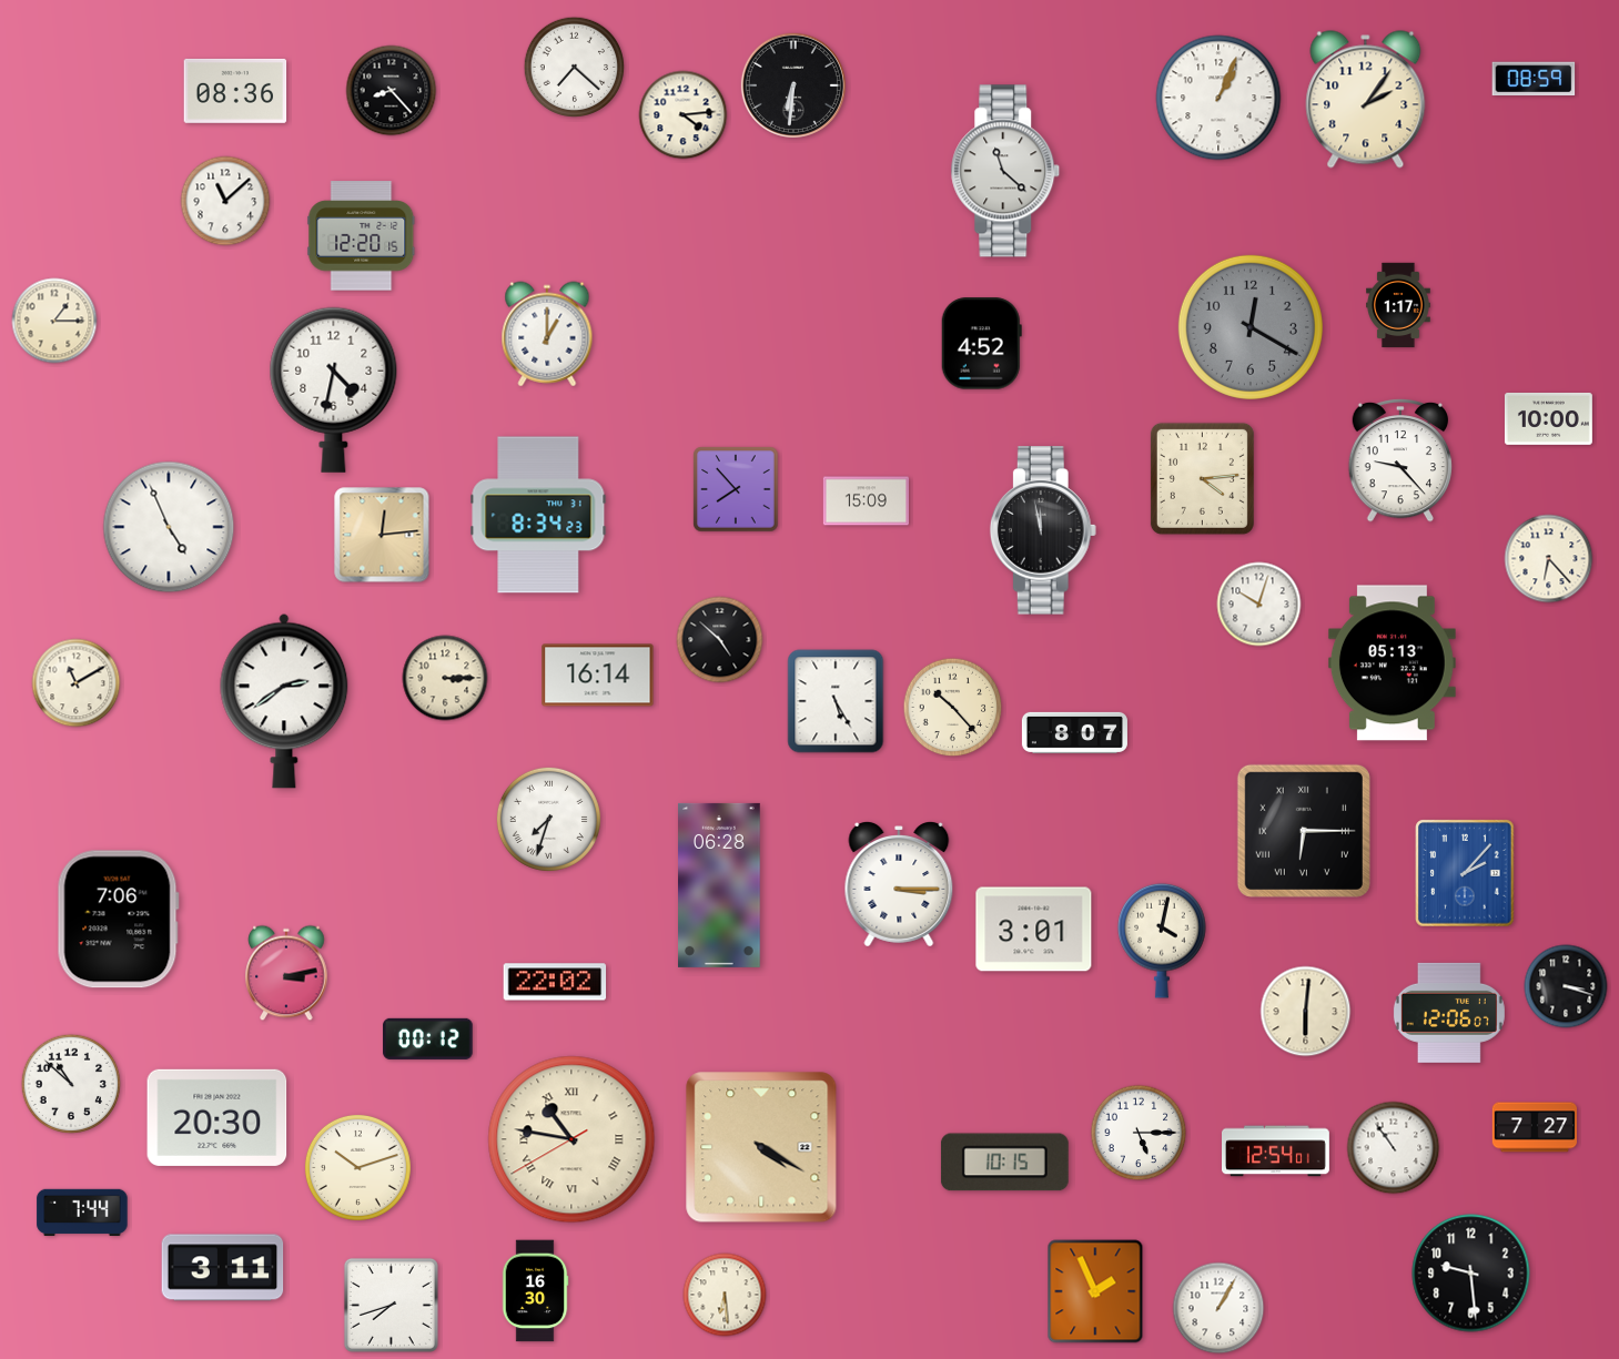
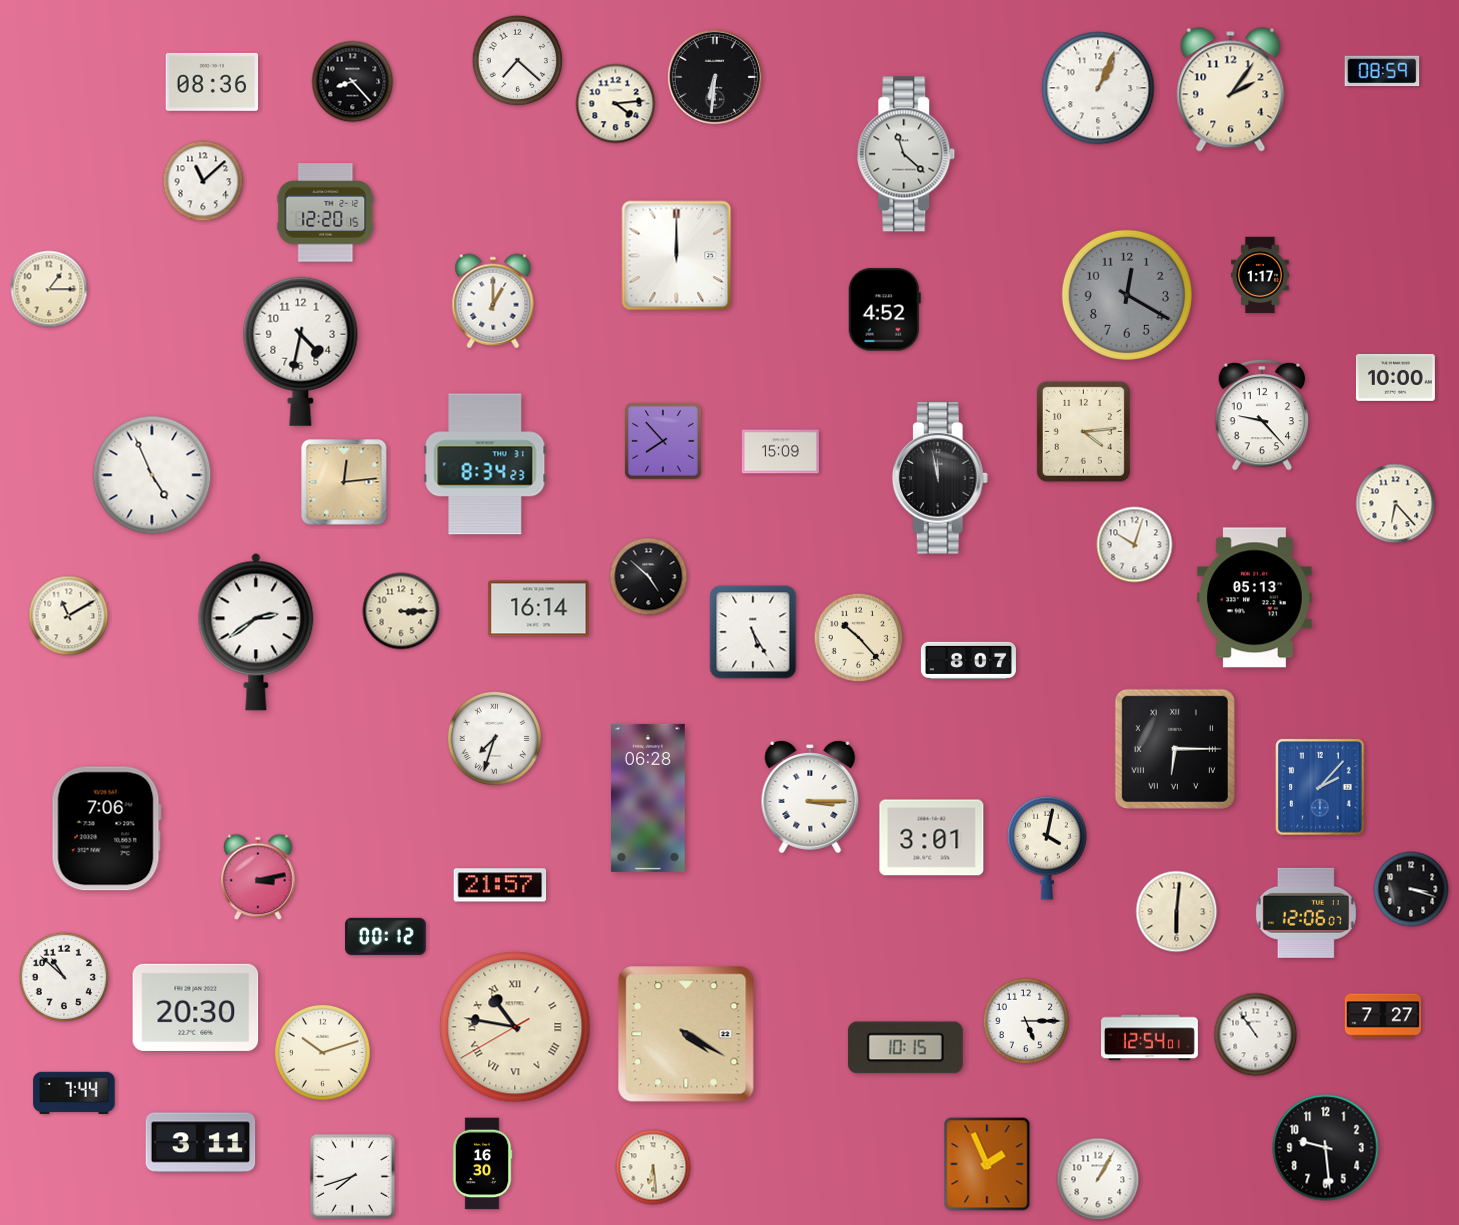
clock at (677, 256): none -> 12:00
clock at (555, 982): 22:02 -> 21:57
